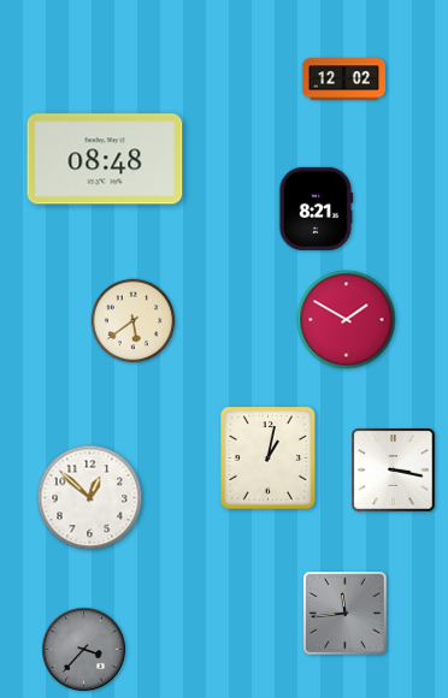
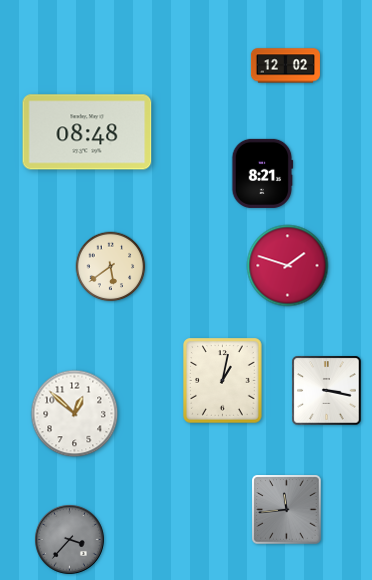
clock at (347, 320): 1:50 -> 1:48
